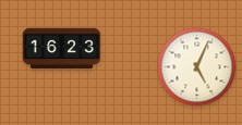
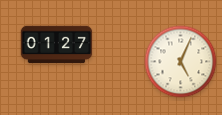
clock at (62, 49): 16:23 -> 01:27
